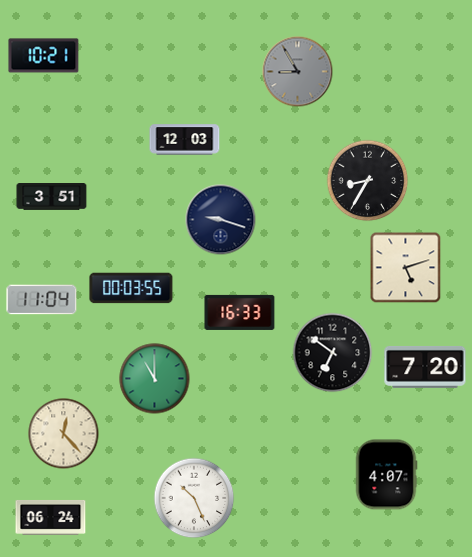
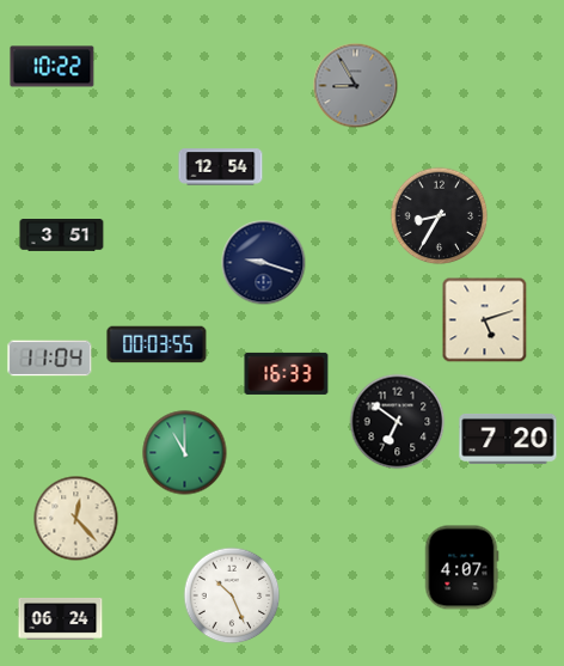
clock at (44, 56): 10:21 -> 10:22
clock at (185, 140): 12:03 -> 12:54
